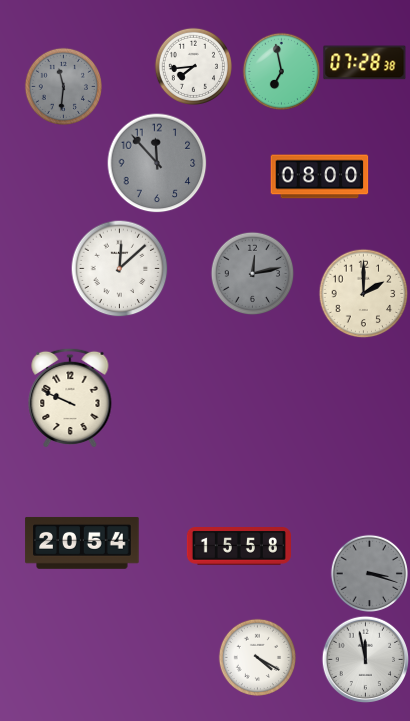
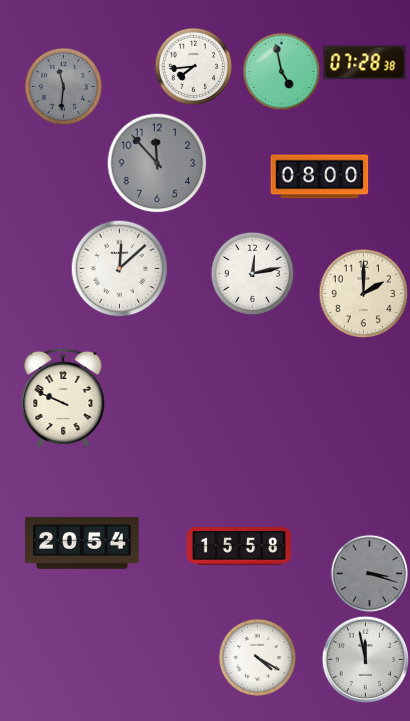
clock at (281, 71): 6:58 -> 4:58
clock at (252, 273) dial: grey -> white
clock at (70, 398) position: (70, 398) -> (63, 398)
